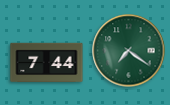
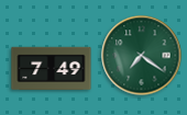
clock at (47, 63): 7:44 -> 7:49
